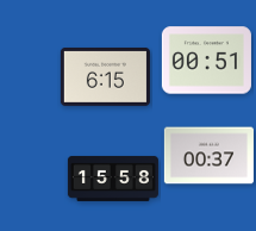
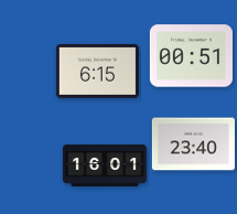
clock at (208, 156): 00:37 -> 23:40
clock at (113, 179): 15:58 -> 16:01
